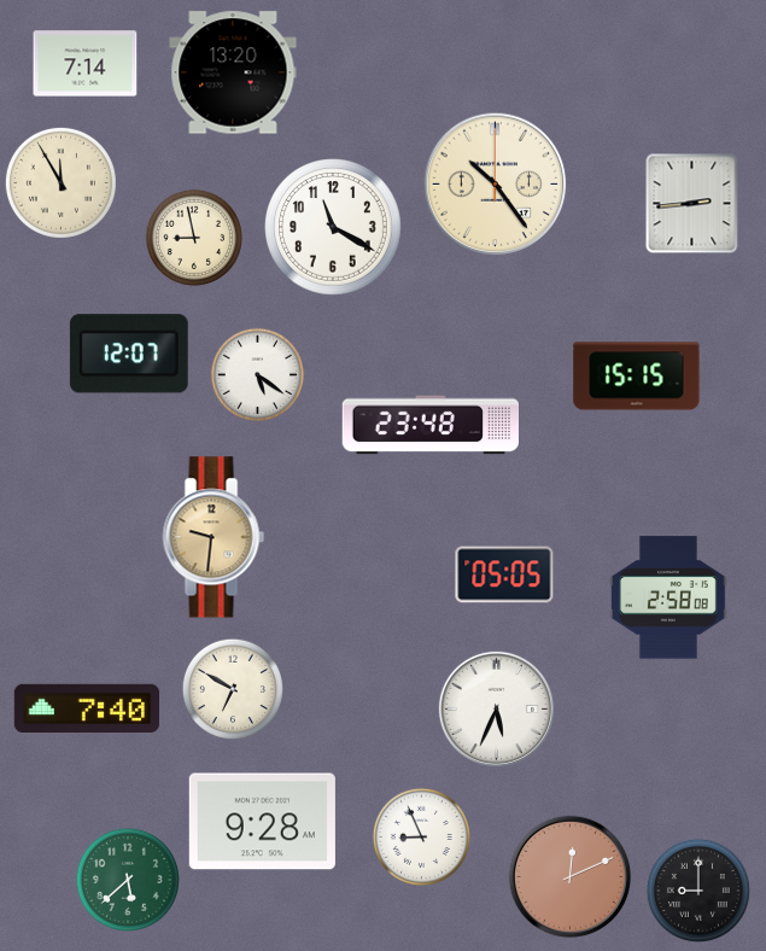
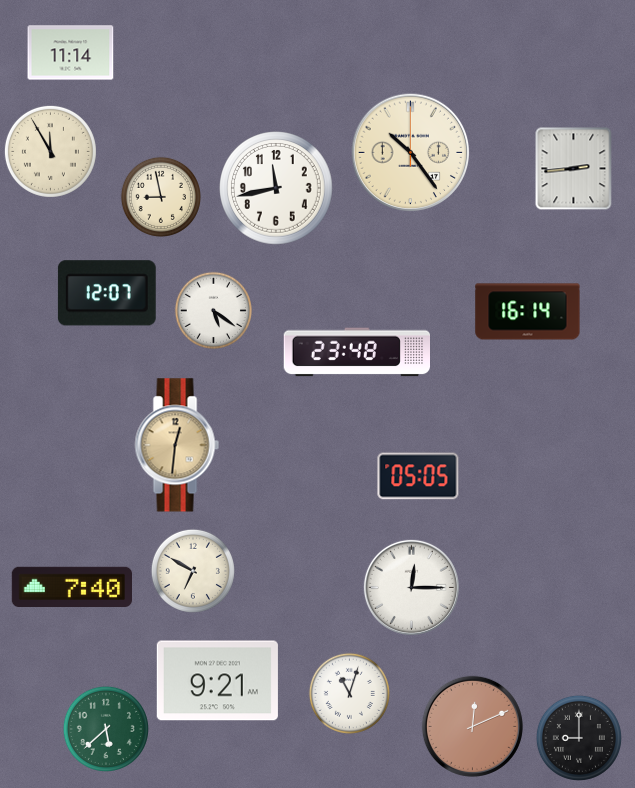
clock at (86, 64): 7:14 -> 11:14
clock at (233, 72): 13:20 -> none
clock at (334, 228): 11:20 -> 11:43
clock at (637, 377): 15:15 -> 16:14
clock at (214, 537): 9:31 -> 12:31
clock at (669, 597): 2:58 -> none
clock at (496, 708): 5:34 -> 12:15
clock at (262, 822): 9:28 -> 9:21
clock at (421, 836): 8:56 -> 11:03
